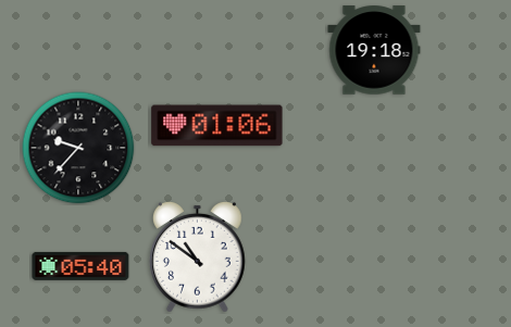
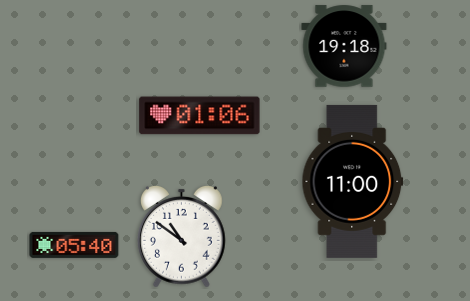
clock at (78, 148): 9:37 -> none
clock at (353, 181): none -> 11:00
